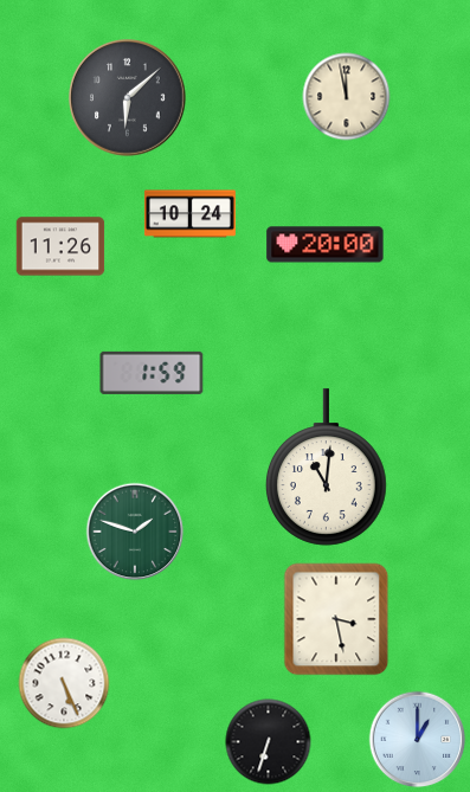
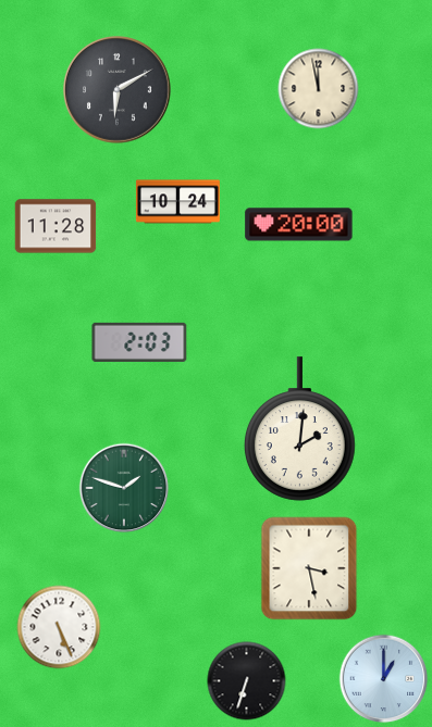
clock at (128, 98): 6:08 -> 6:10
clock at (189, 214) position: (189, 214) -> (177, 202)
clock at (60, 246): 11:26 -> 11:28
clock at (152, 373): 1:59 -> 2:03
clock at (326, 468): 11:01 -> 2:01
